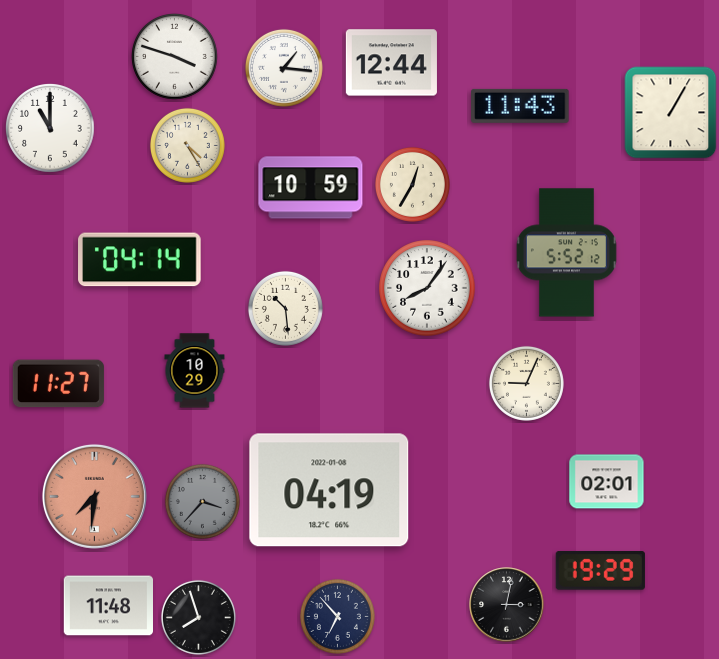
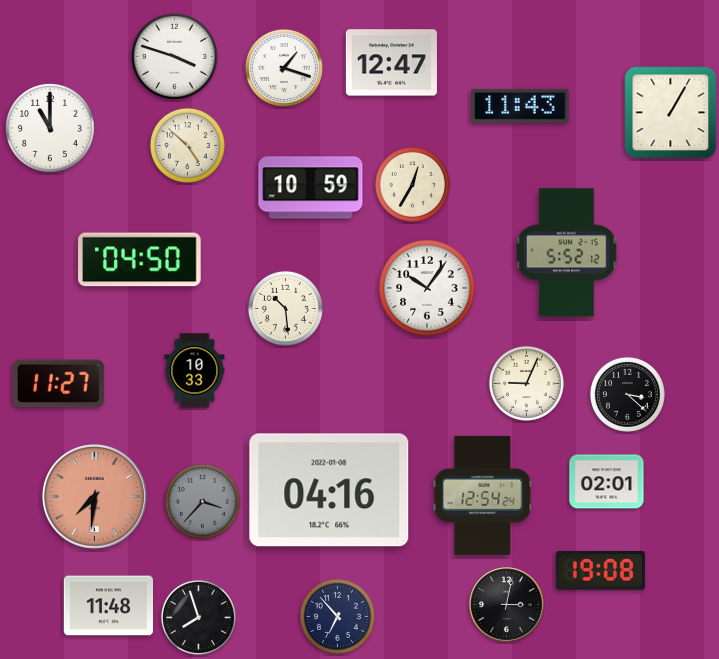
clock at (391, 63): 12:44 -> 12:47
clock at (284, 68): 1:16 -> 1:18
clock at (187, 145): 4:25 -> 4:52
clock at (140, 260): 04:14 -> 04:50
clock at (427, 288): 8:06 -> 10:06
clock at (195, 371): 10:29 -> 10:33
clock at (627, 394): none -> 3:22
clock at (329, 490): 04:19 -> 04:16
clock at (483, 495): none -> 12:54
clock at (600, 571): 19:29 -> 19:08
